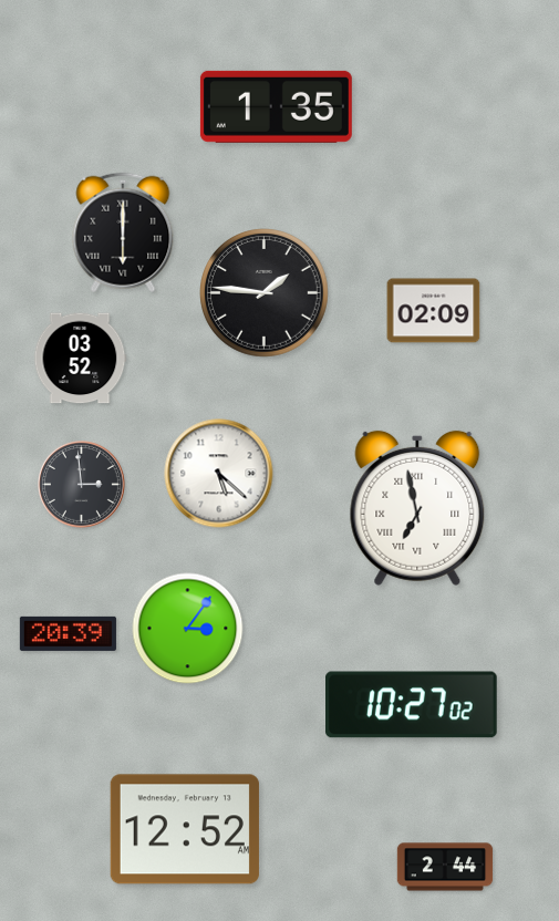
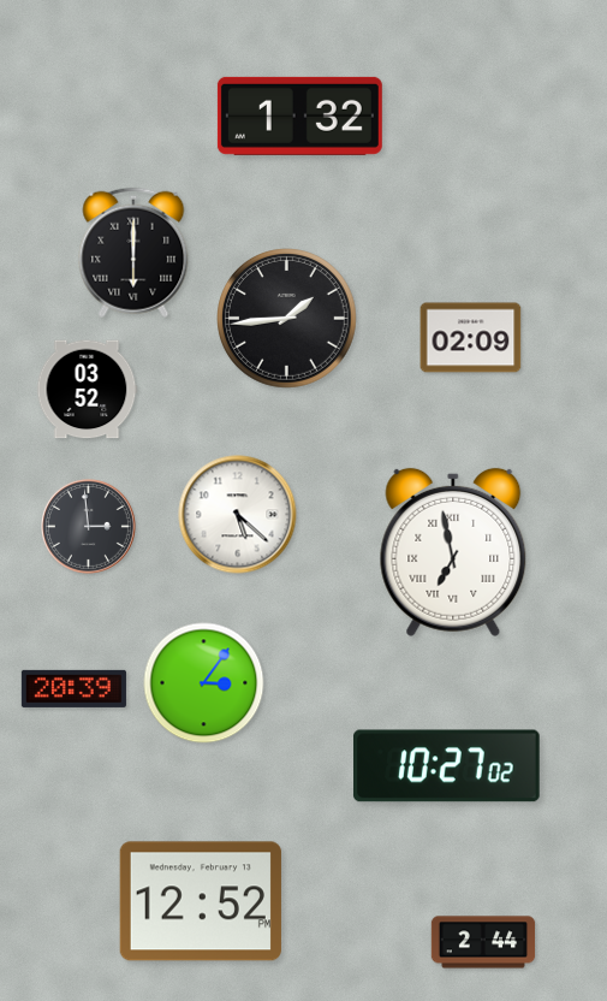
clock at (276, 106): 1:35 -> 1:32
clock at (265, 293): 1:46 -> 1:44
clock at (185, 829): 12:52 AM -> 12:52 PM
